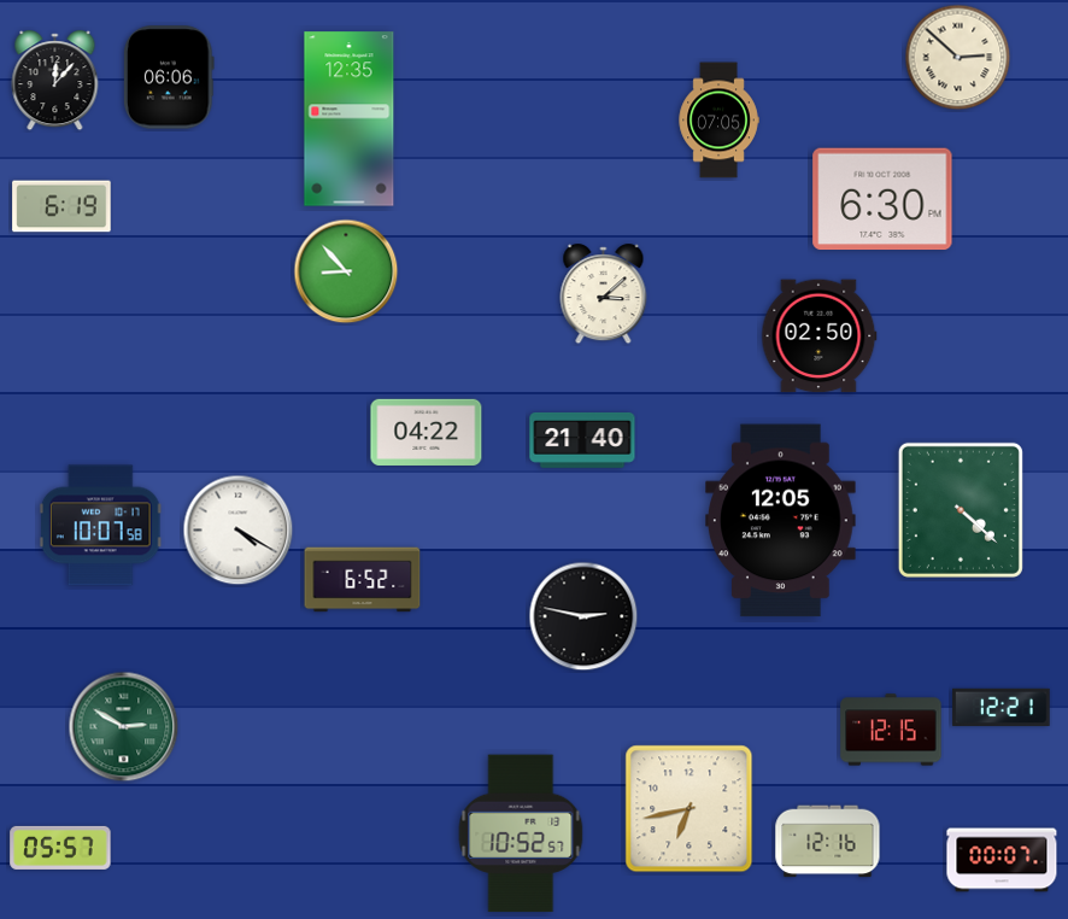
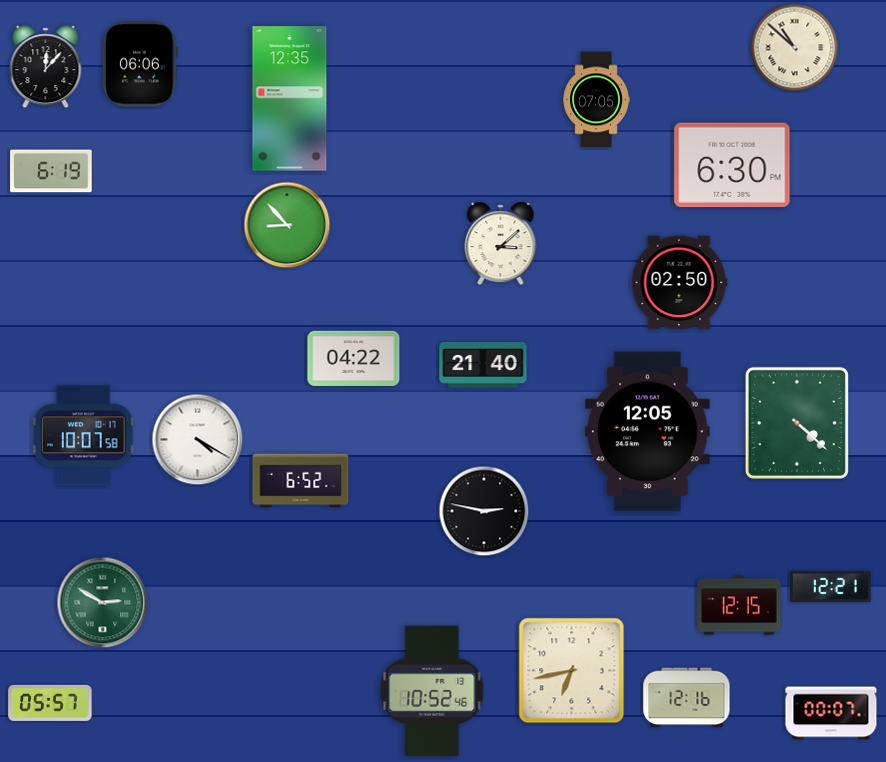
clock at (958, 58): 2:52 -> 10:52
clock at (820, 336) position: (820, 336) -> (680, 283)
clock at (521, 833): 10:52:57 -> 10:52:46
